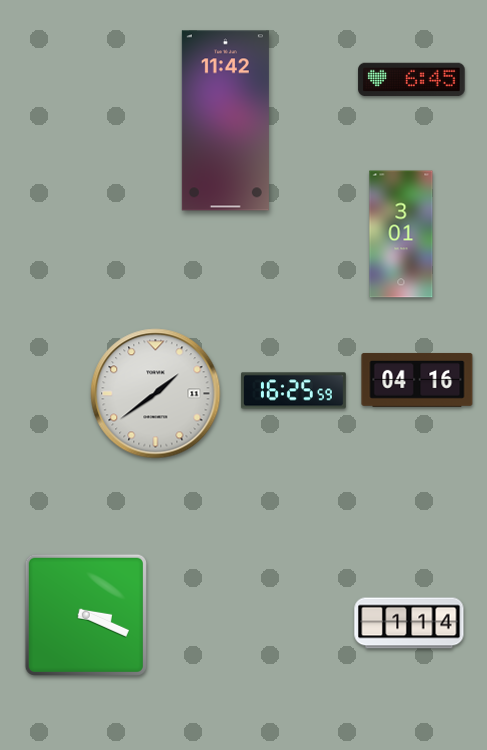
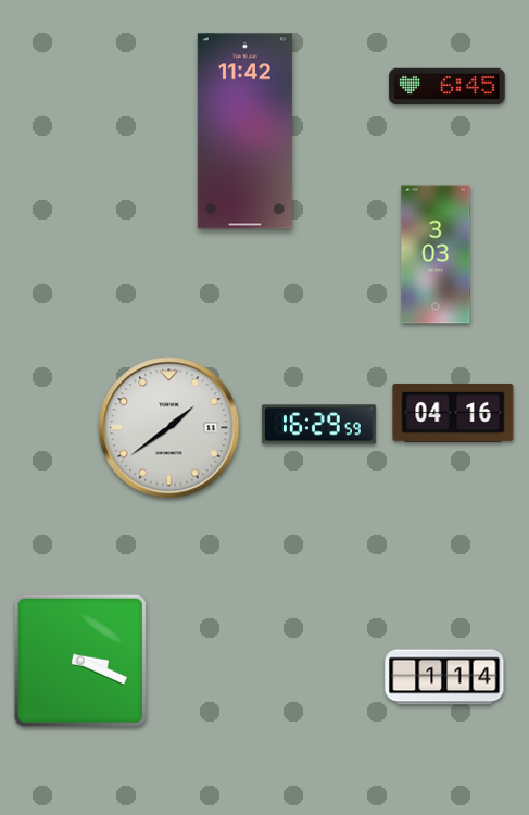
clock at (401, 234): 3:01 -> 3:03
clock at (293, 391): 16:25 -> 16:29
clock at (86, 615) position: (86, 615) -> (80, 661)
